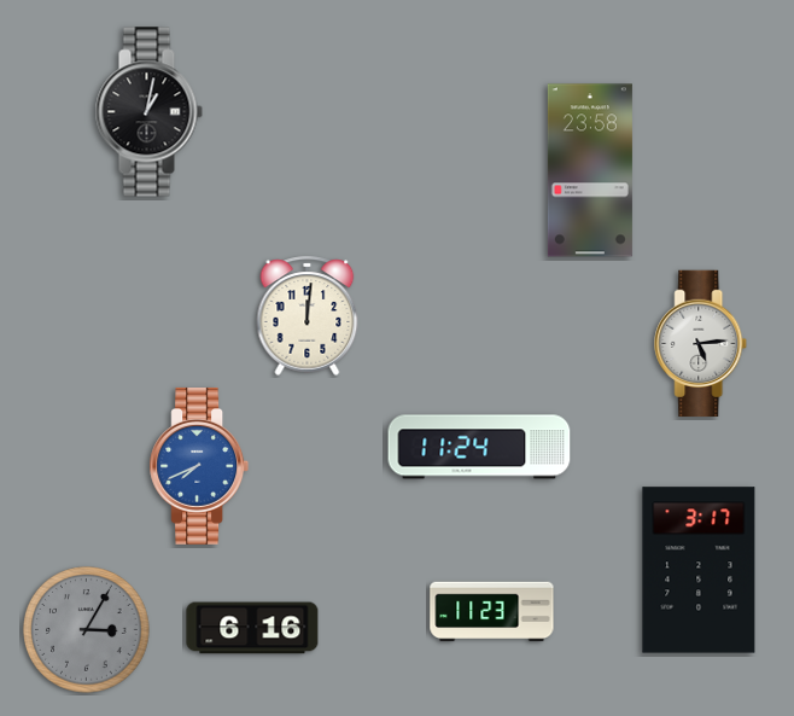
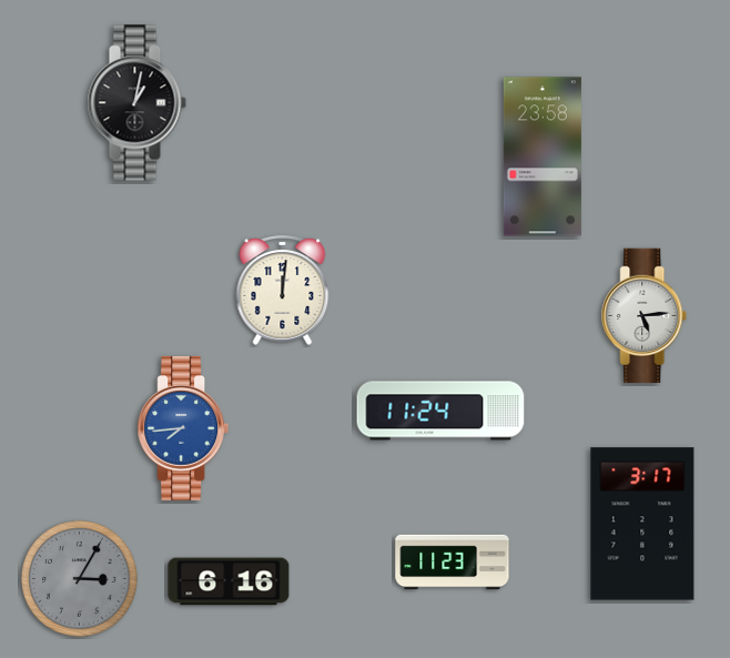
clock at (199, 466): 7:41 -> 7:44
clock at (252, 628) position: (252, 628) -> (229, 581)
